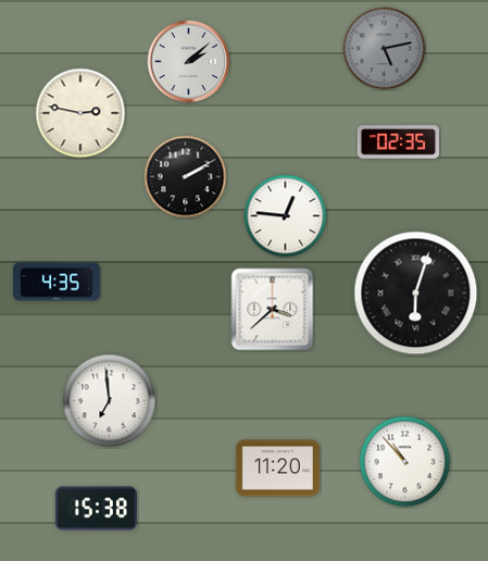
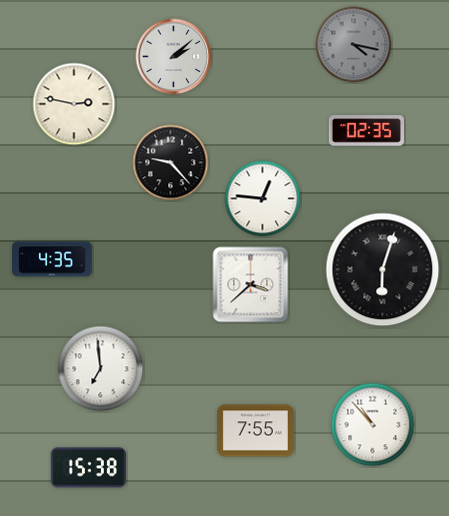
clock at (385, 49): 5:13 -> 4:17
clock at (186, 177): 2:10 -> 9:23
clock at (277, 469): 11:20 -> 7:55
